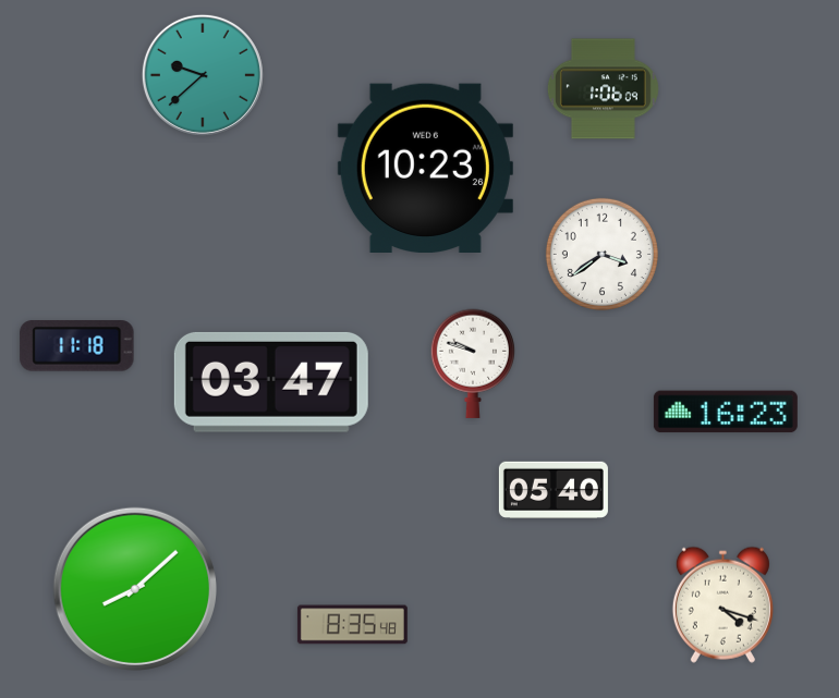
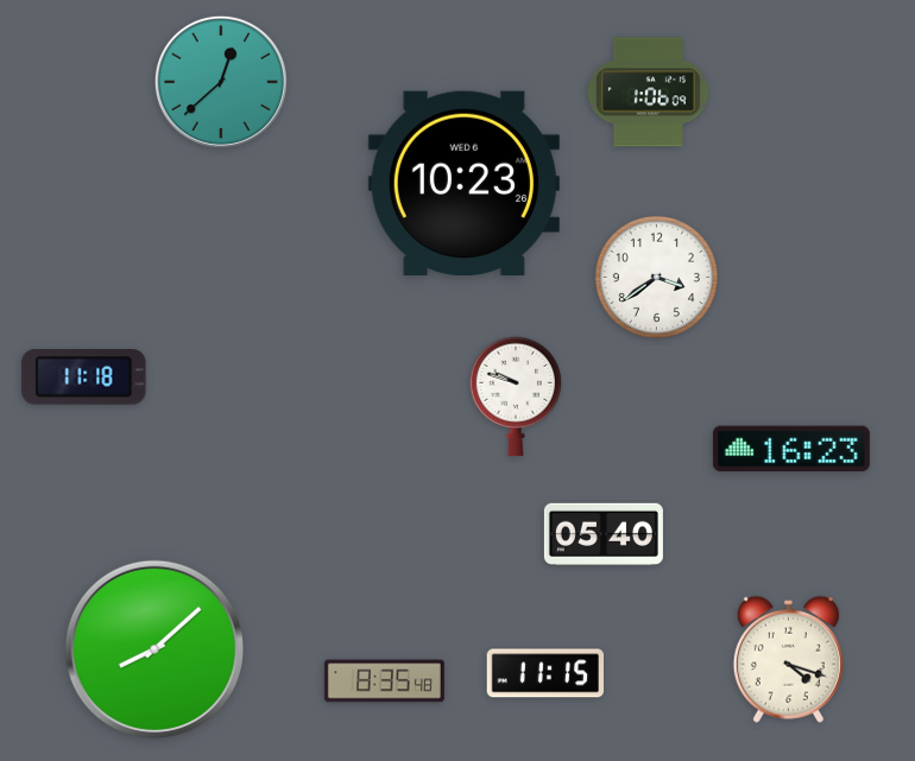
clock at (203, 75): 9:38 -> 12:38
clock at (603, 89) position: (603, 89) -> (648, 93)
clock at (271, 382): 03:47 -> none
clock at (135, 589) position: (135, 589) -> (154, 649)
clock at (544, 673): none -> 11:15
